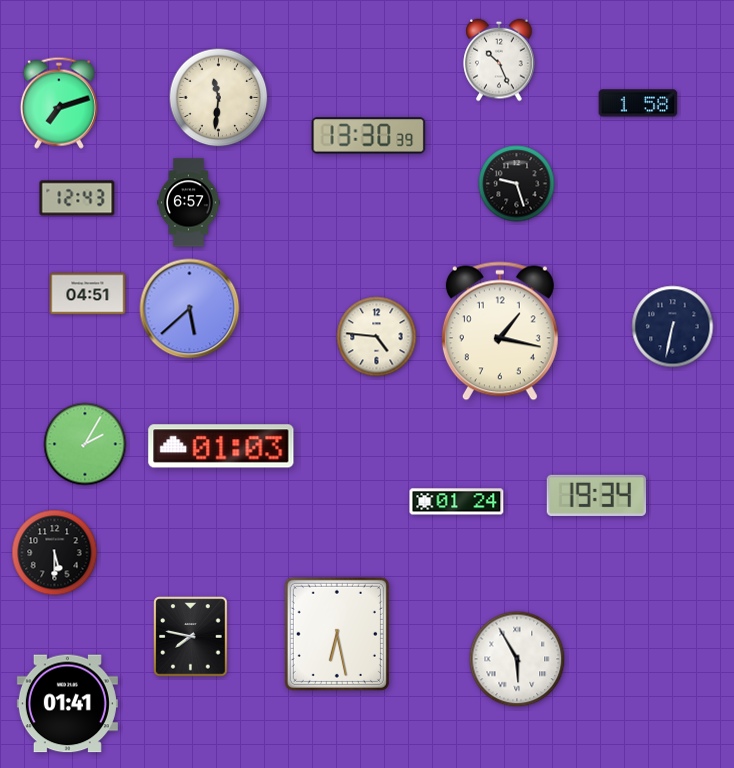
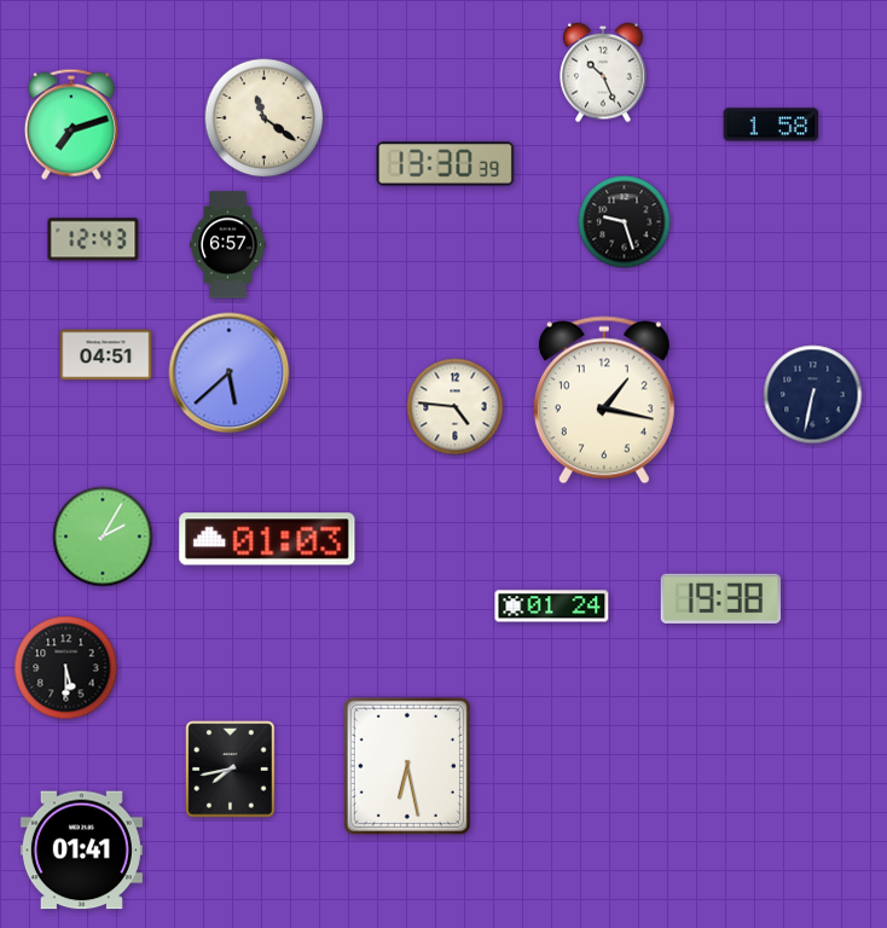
clock at (219, 98): 11:31 -> 11:21
clock at (596, 495): 19:34 -> 19:38
clock at (191, 637): 7:47 -> 7:43
clock at (517, 659): 5:55 -> none
